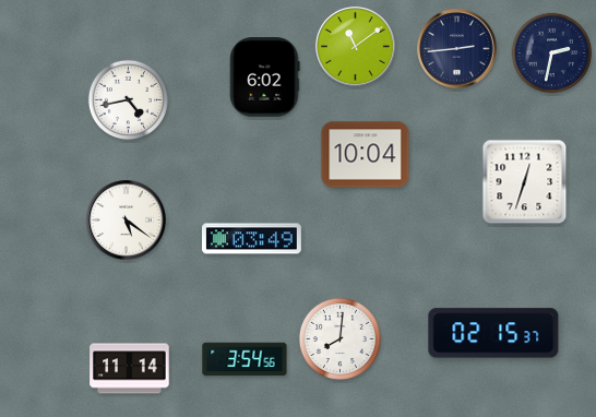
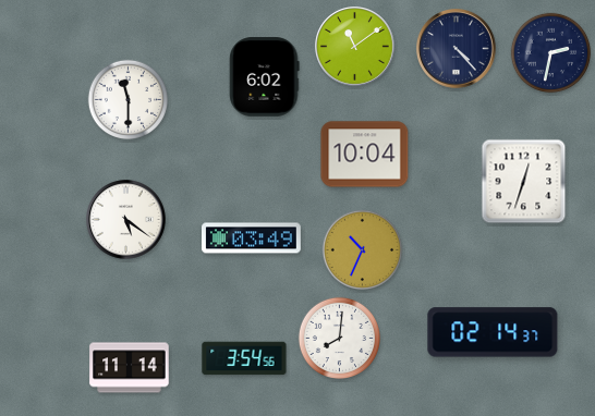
clock at (457, 49): 2:44 -> 4:23
clock at (129, 100): 4:43 -> 11:30
clock at (363, 250): none -> 10:34
clock at (493, 333): 02:15 -> 02:14
